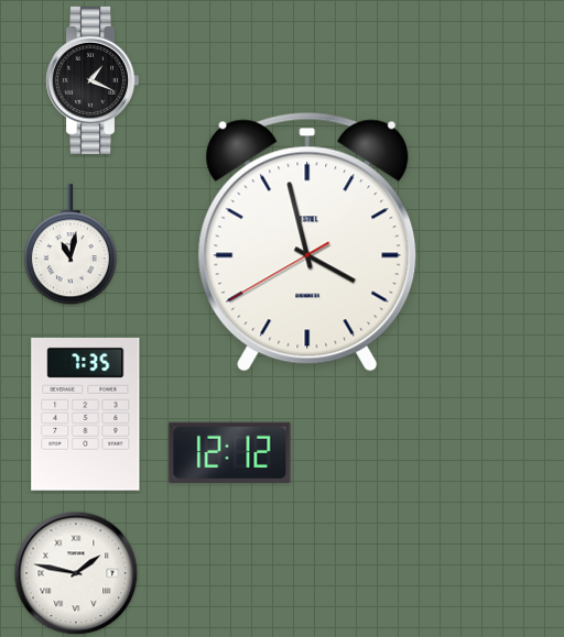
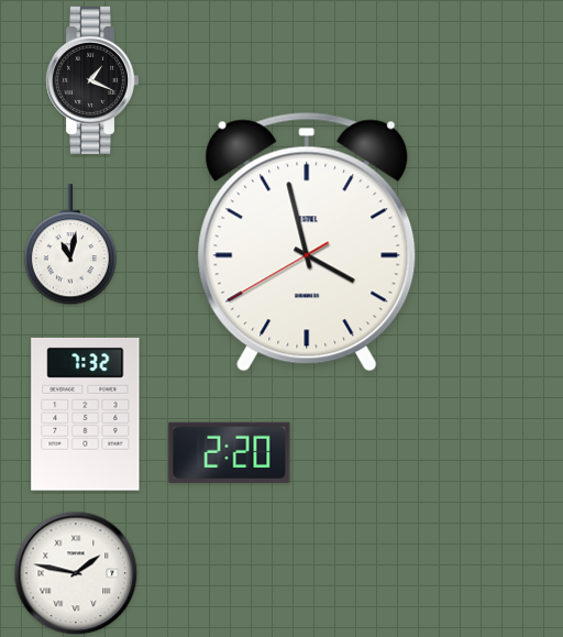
clock at (86, 414): 7:35 -> 7:32
clock at (230, 452): 12:12 -> 2:20
